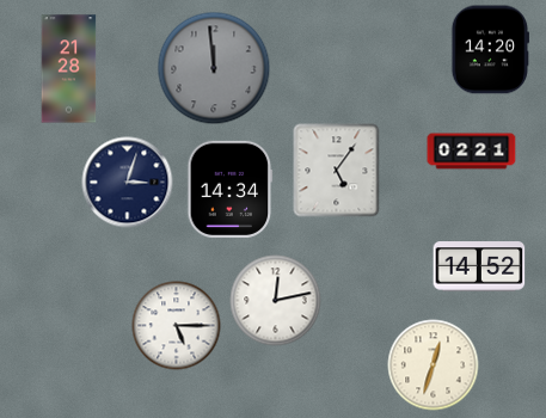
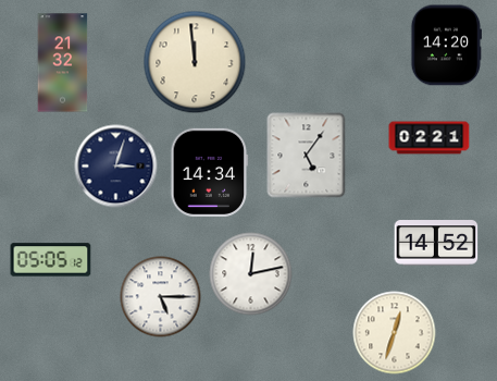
clock at (214, 68) dial: grey -> cream
clock at (69, 69): 21:28 -> 21:32
clock at (51, 260): none -> 05:05
